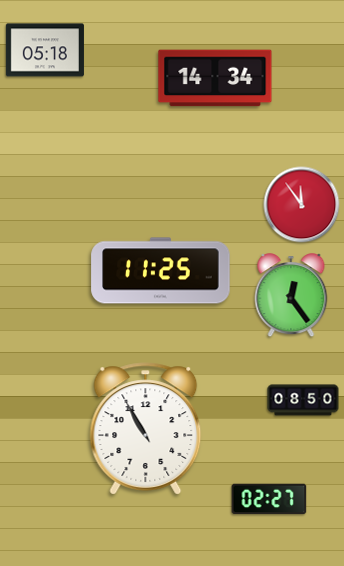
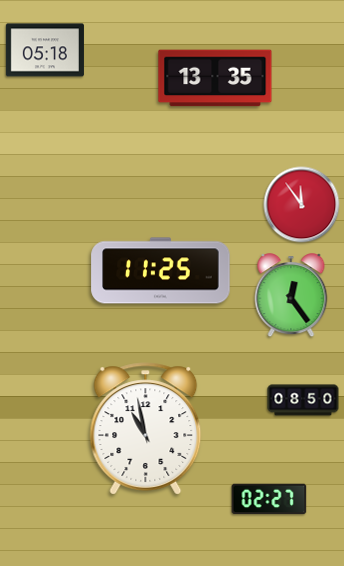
clock at (215, 78): 14:34 -> 13:35
clock at (146, 429): 10:55 -> 10:58
